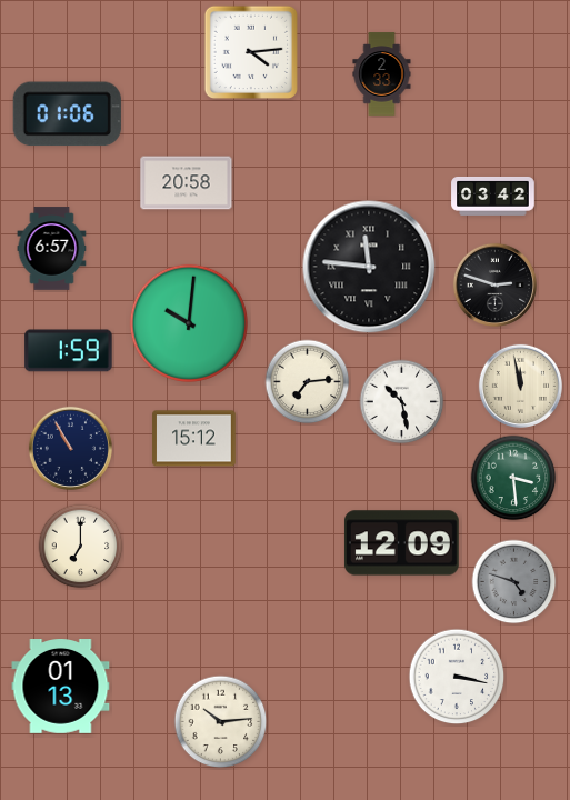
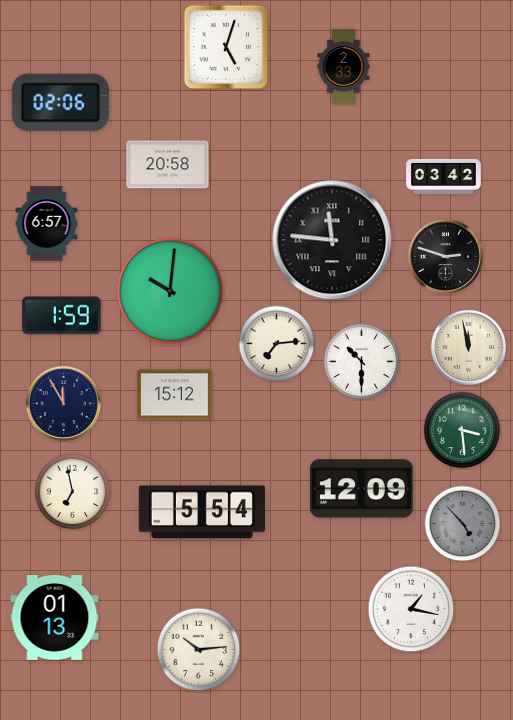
clock at (251, 52): 4:14 -> 5:03
clock at (67, 114): 01:06 -> 02:06
clock at (402, 402): 10:28 -> 10:30
clock at (70, 448): 10:55 -> 11:55
clock at (81, 547): 7:00 -> 6:58
clock at (202, 512): none -> 5:54
clock at (514, 582): 4:48 -> 4:53
clock at (457, 677): 3:17 -> 1:17
